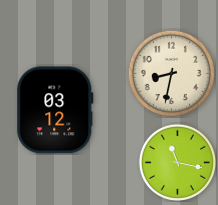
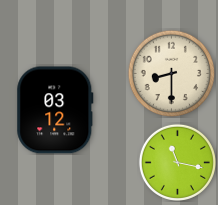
clock at (171, 73): 8:32 -> 8:30
